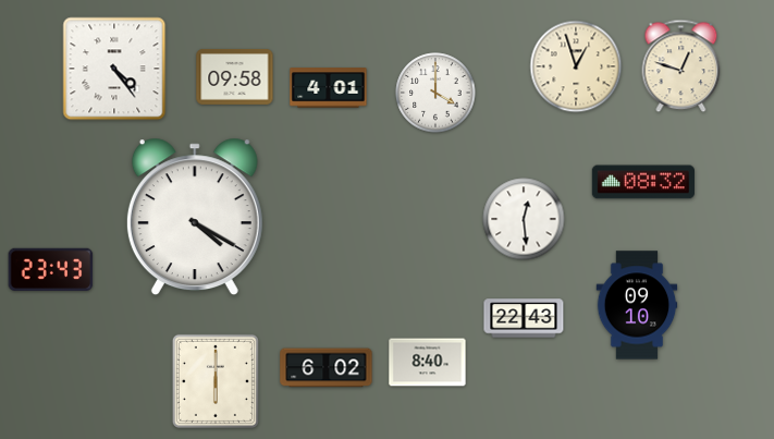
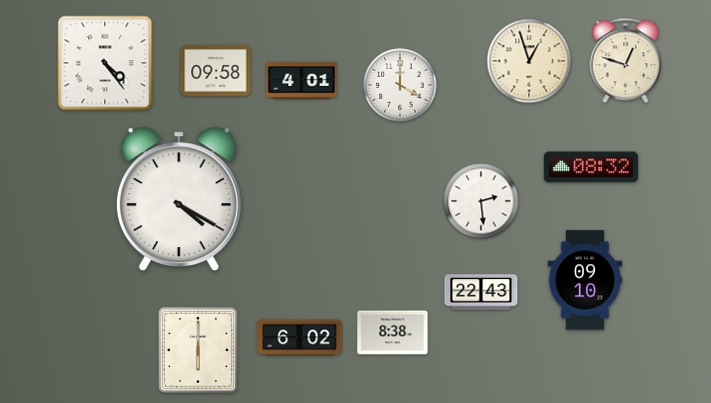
clock at (524, 219): 12:29 -> 2:29
clock at (51, 269): 23:43 -> none
clock at (428, 363): 8:40 -> 8:38
